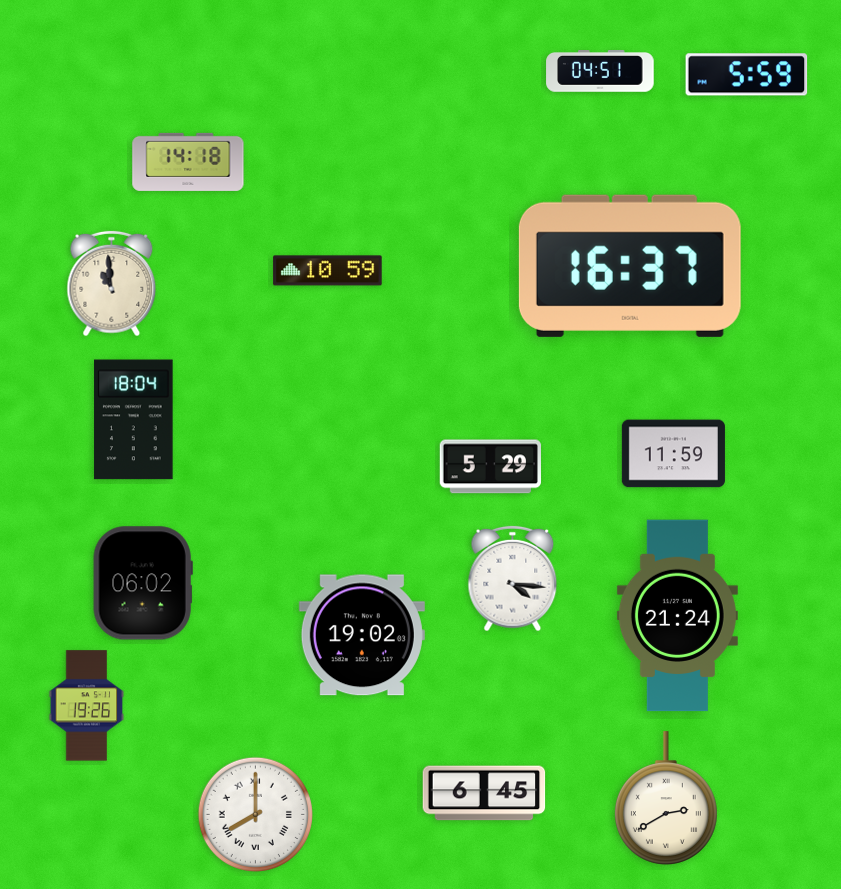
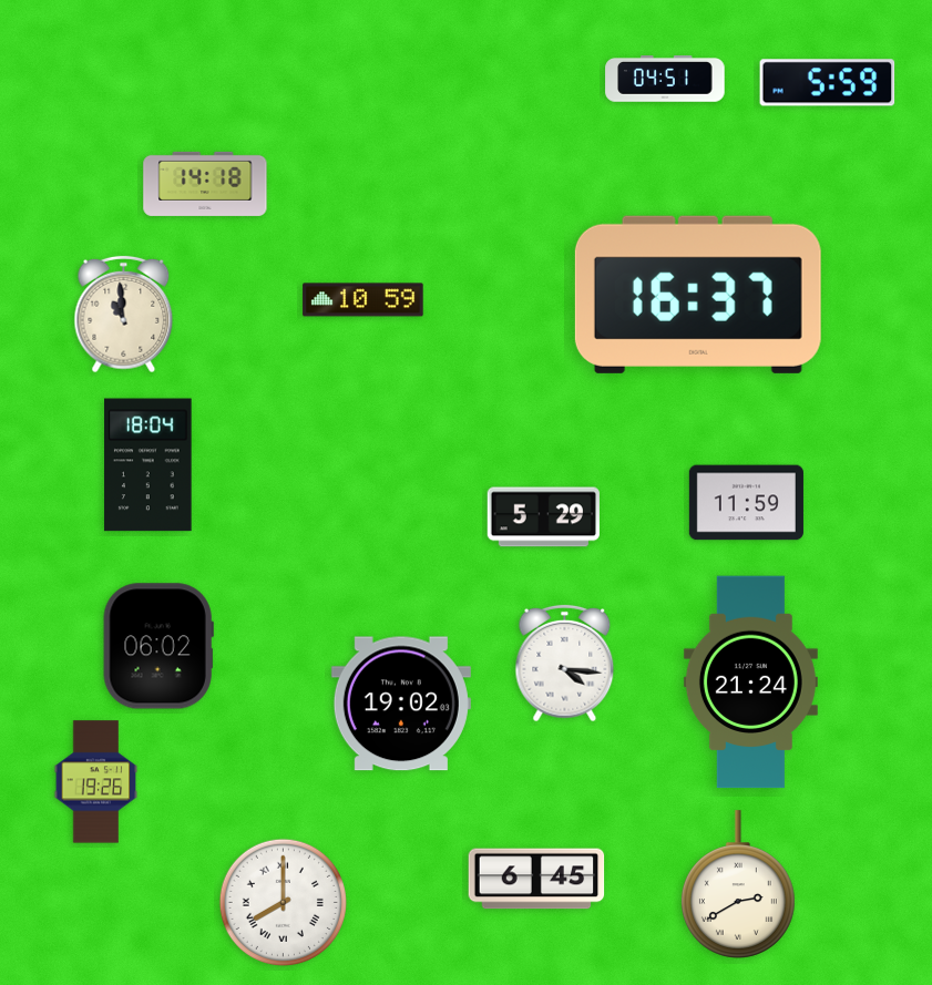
clock at (188, 162) position: (188, 162) -> (205, 184)
clock at (513, 579) position: (513, 579) -> (565, 664)
